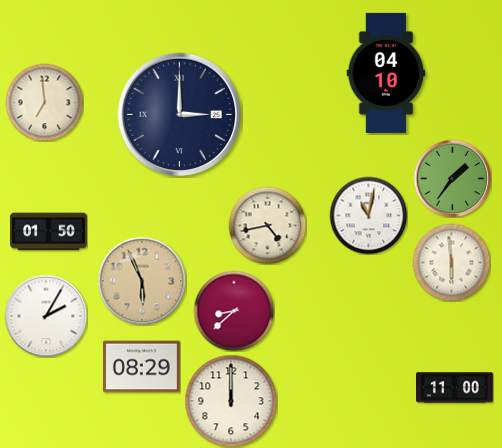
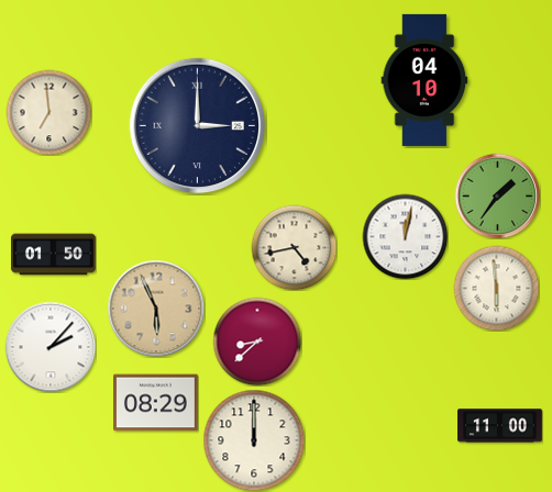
clock at (368, 215): 11:02 -> 12:02
clock at (46, 316): 2:05 -> 2:07
